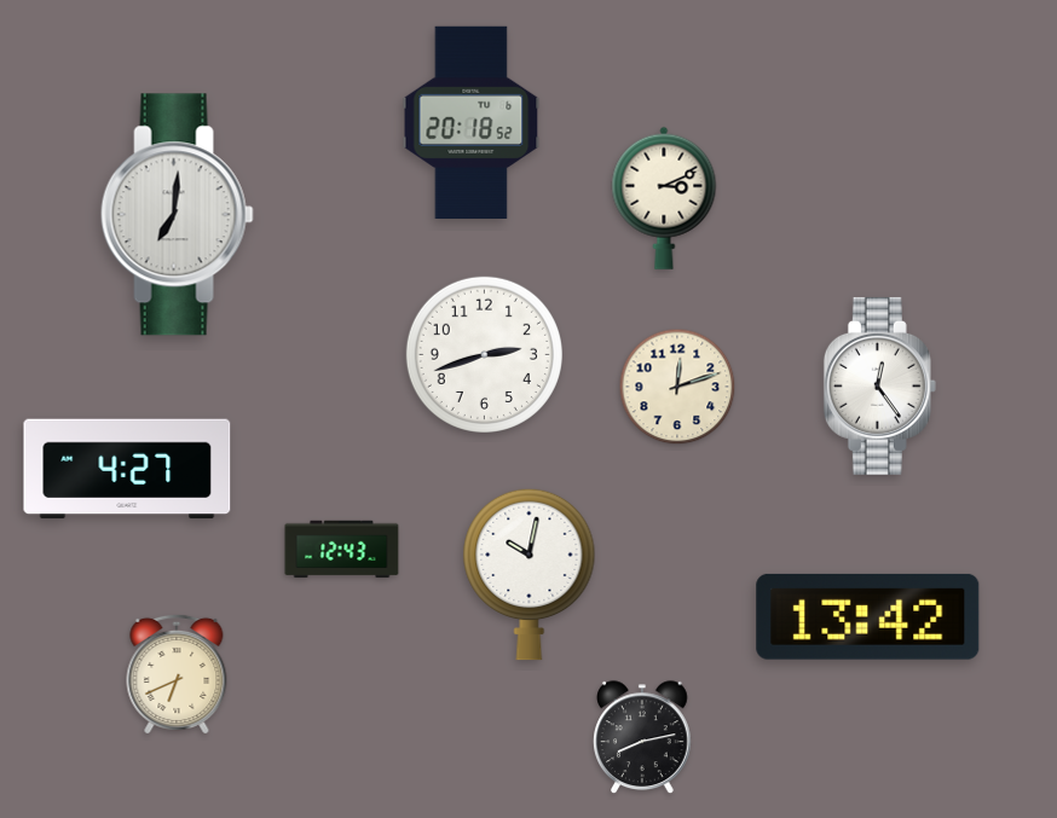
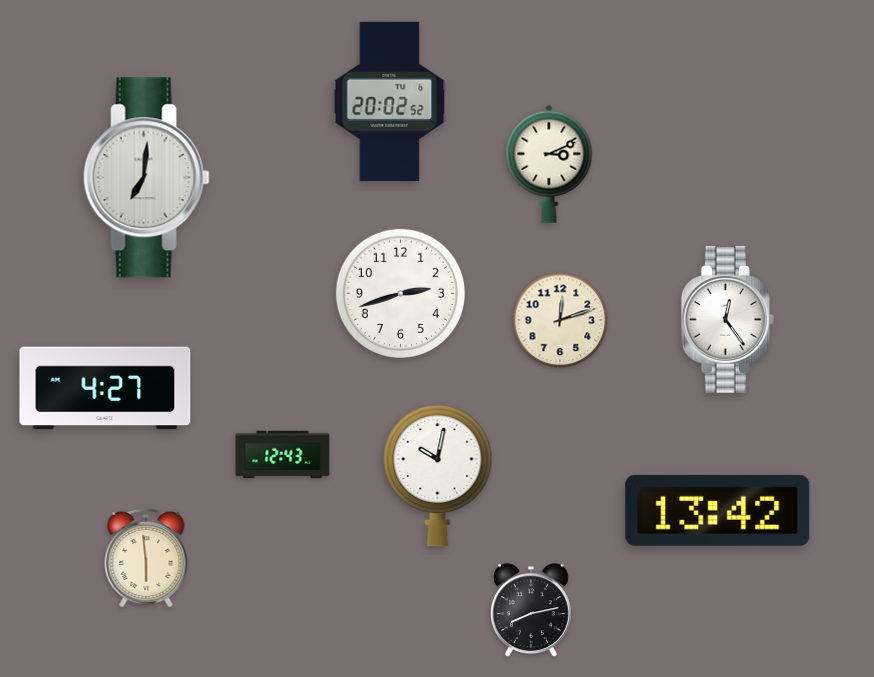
clock at (472, 122): 20:18 -> 20:02
clock at (177, 674): 6:41 -> 5:59
